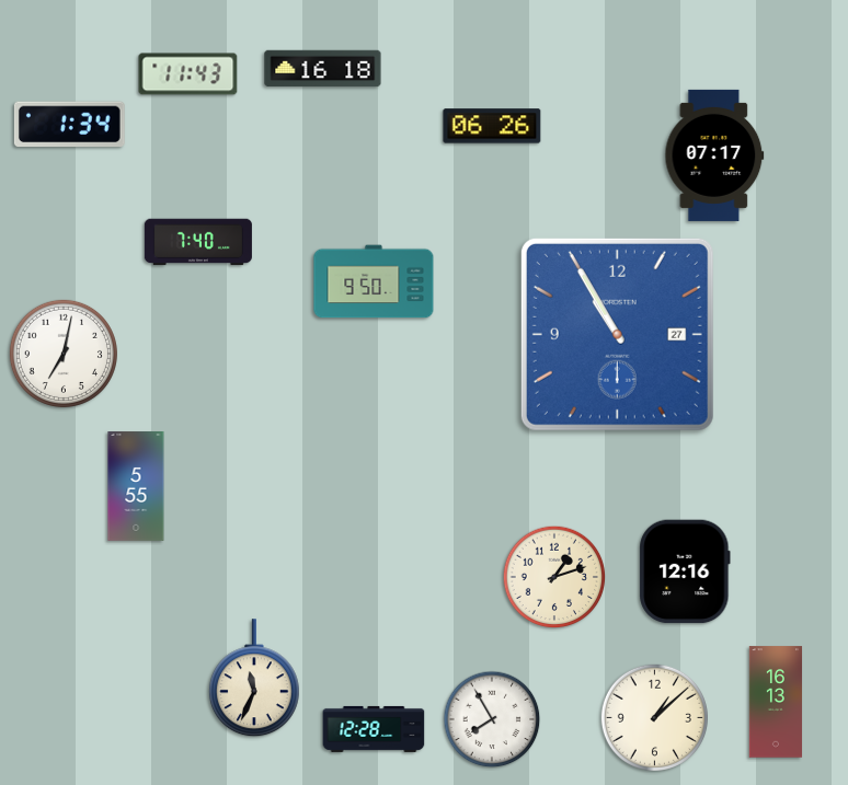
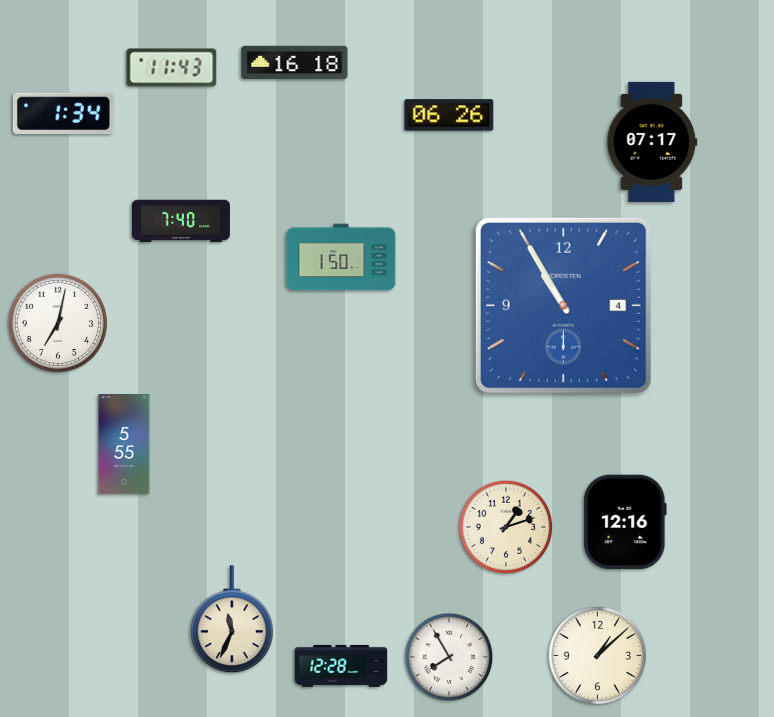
clock at (374, 281): 9:50 -> 1:50
clock at (617, 334) date: 27 -> 4
clock at (776, 702): 16:13 -> none
